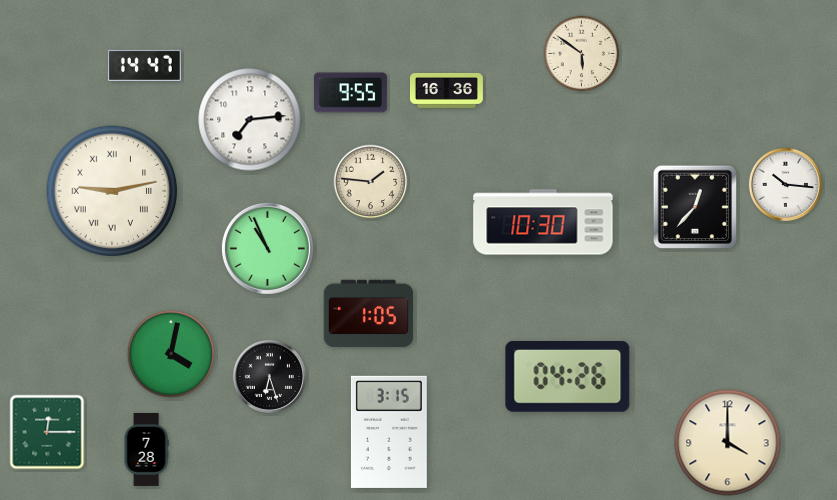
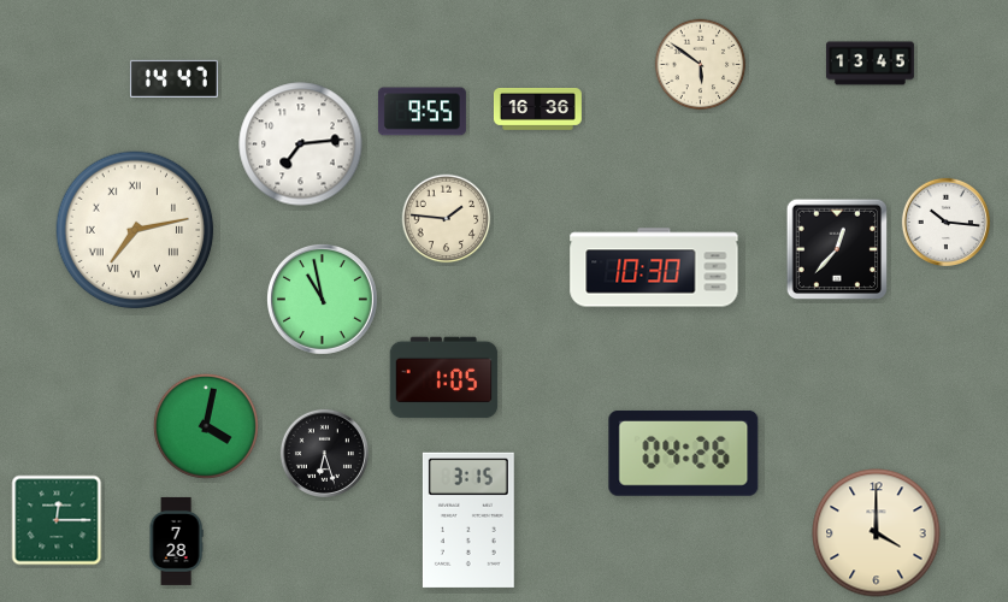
clock at (870, 64): none -> 13:45
clock at (112, 191): 9:13 -> 7:13
clock at (267, 248): 10:56 -> 10:58
